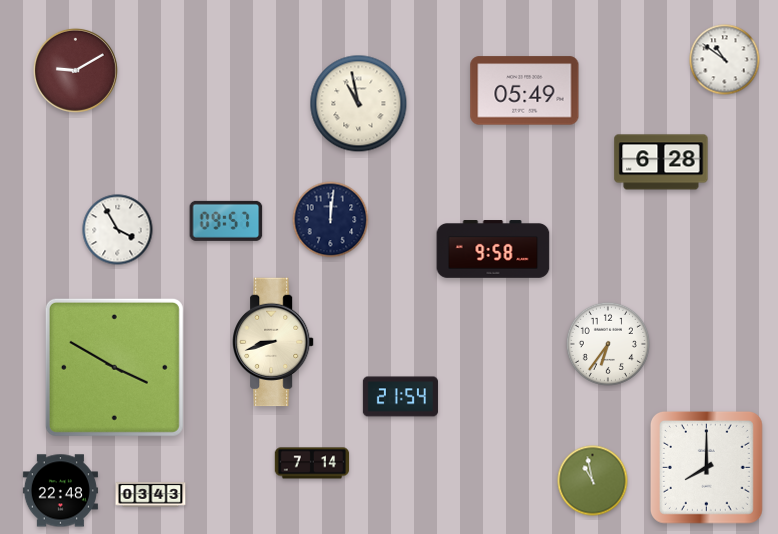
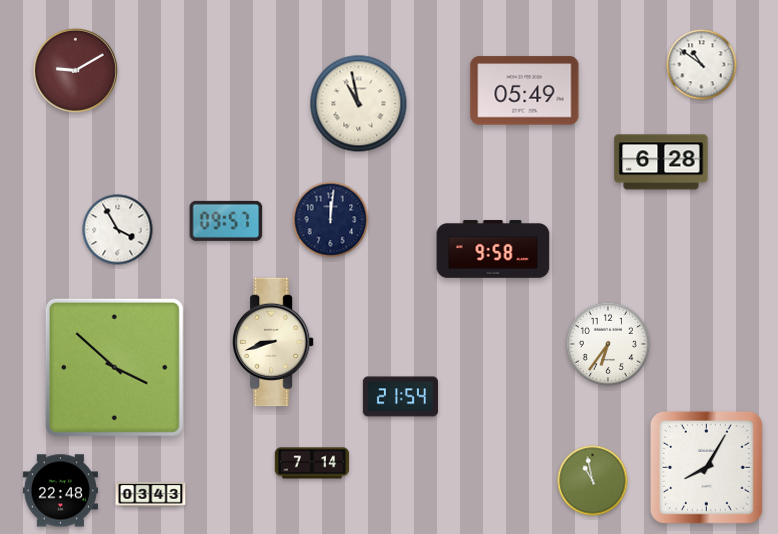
clock at (725, 60) position: (725, 60) -> (702, 65)
clock at (114, 367): 3:50 -> 3:52
clock at (706, 467): 8:00 -> 8:05
